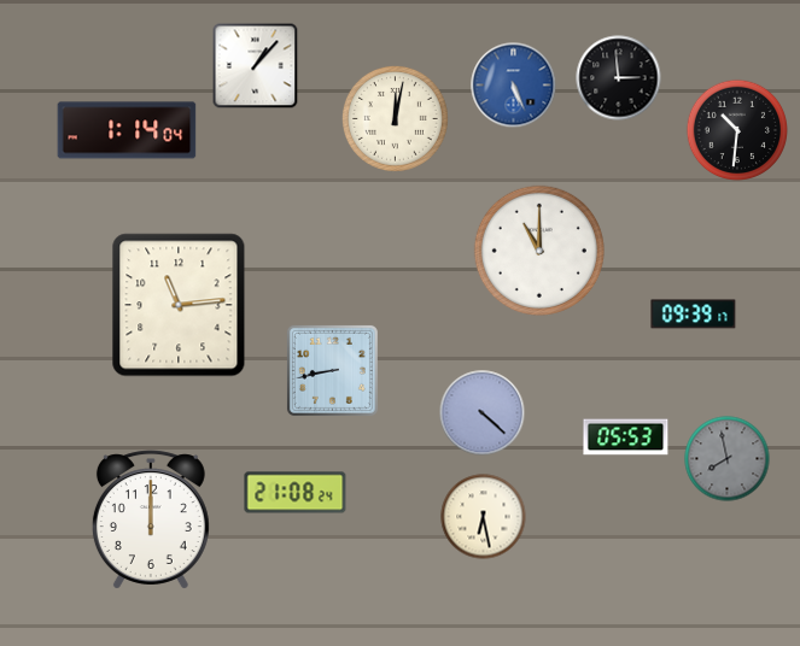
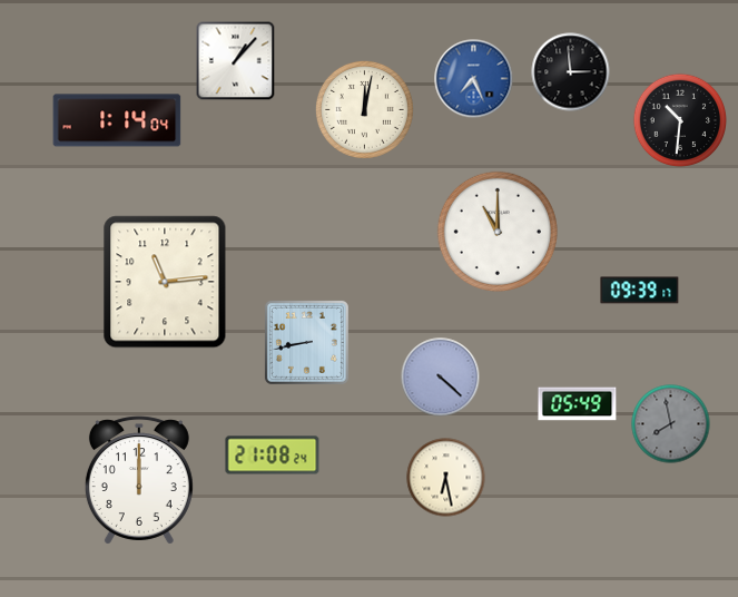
clock at (514, 86): 5:26 -> 7:26
clock at (483, 413) position: (483, 413) -> (441, 378)
clock at (626, 437): 05:53 -> 05:49
